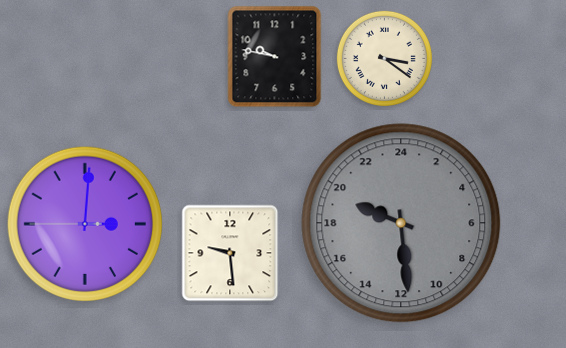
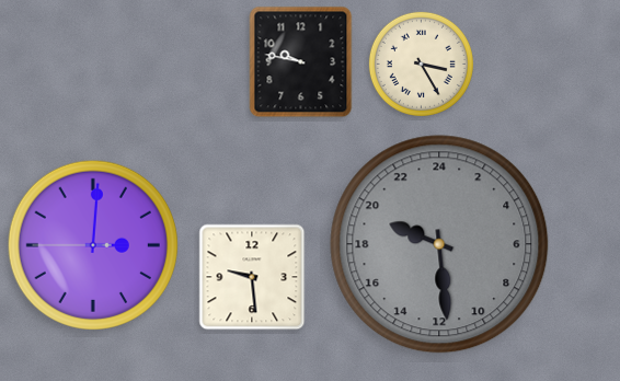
clock at (384, 58): 3:21 -> 3:25
